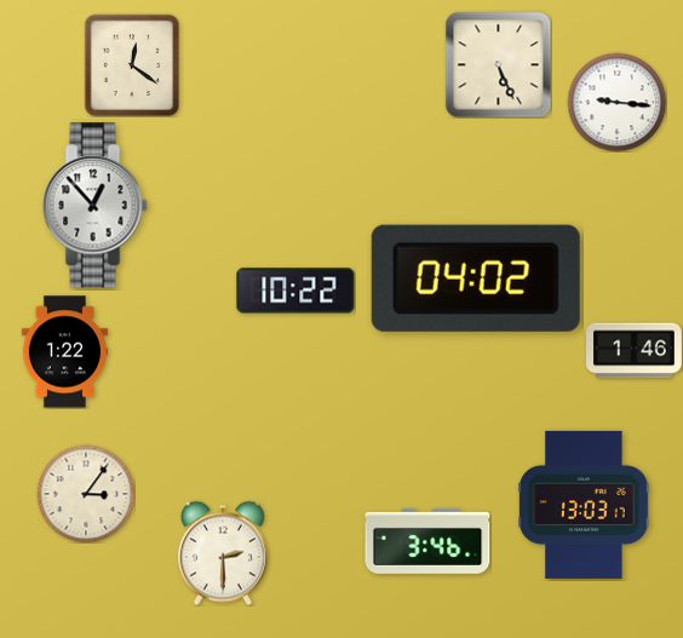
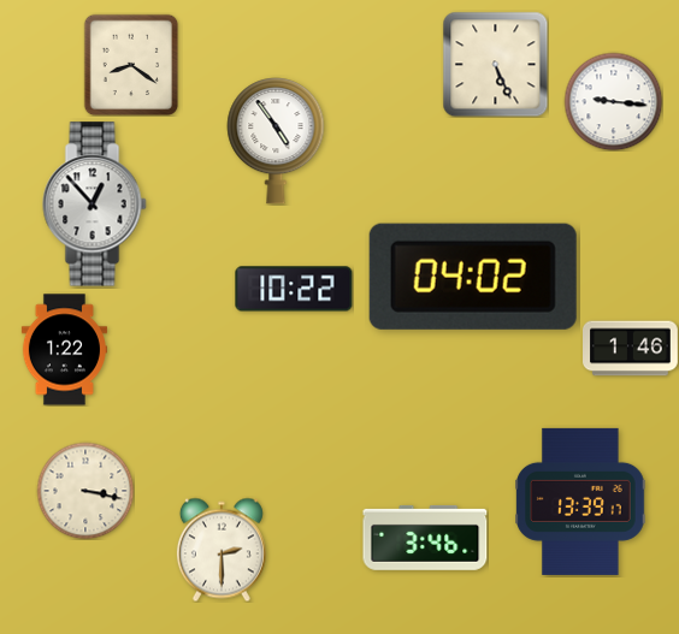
clock at (132, 65): 12:21 -> 8:21
clock at (276, 141): none -> 4:54
clock at (86, 494): 3:06 -> 3:17
clock at (584, 505): 13:03 -> 13:39
